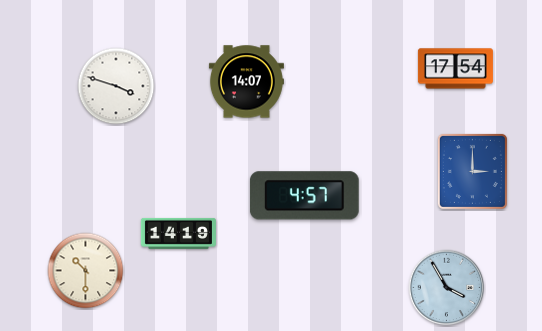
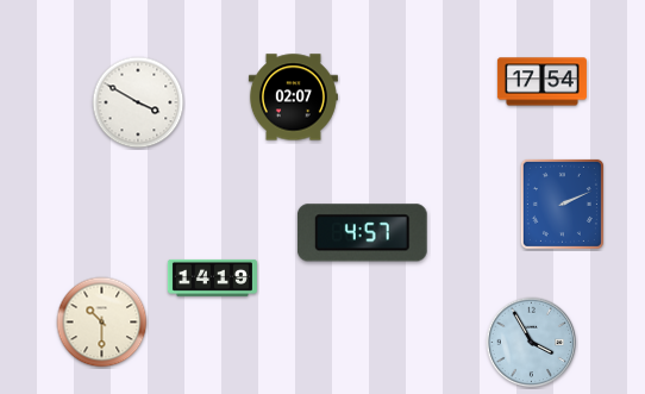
clock at (246, 82): 14:07 -> 02:07
clock at (116, 86): 3:48 -> 3:50
clock at (472, 171): 3:00 -> 2:11
